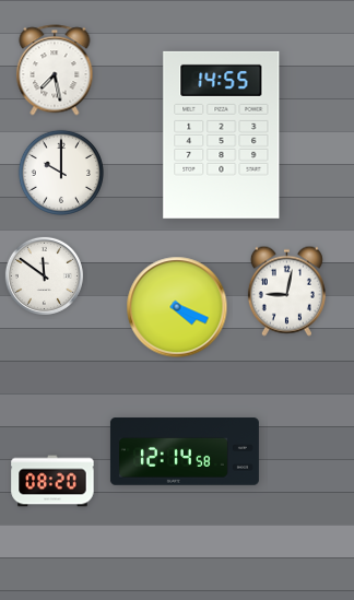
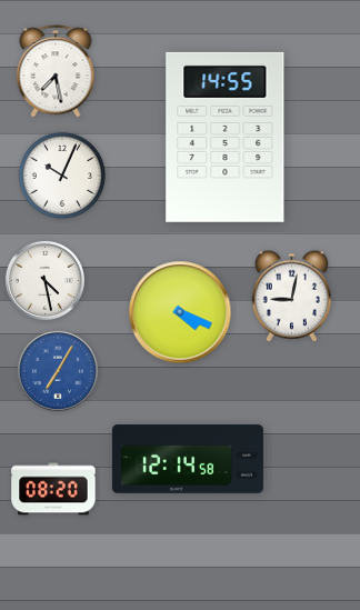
clock at (61, 173): 10:00 -> 10:04
clock at (44, 275): 11:51 -> 4:28
clock at (58, 371): none -> 7:05
